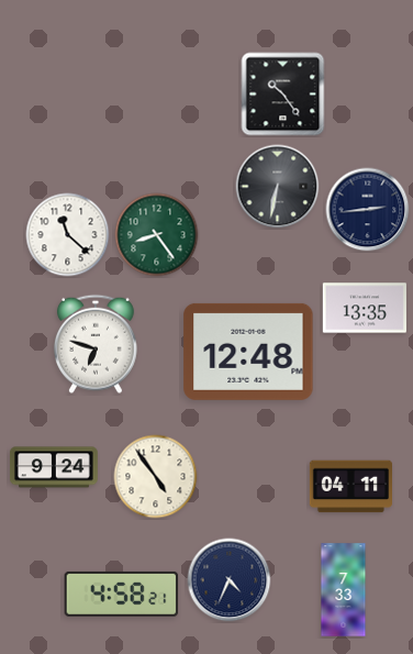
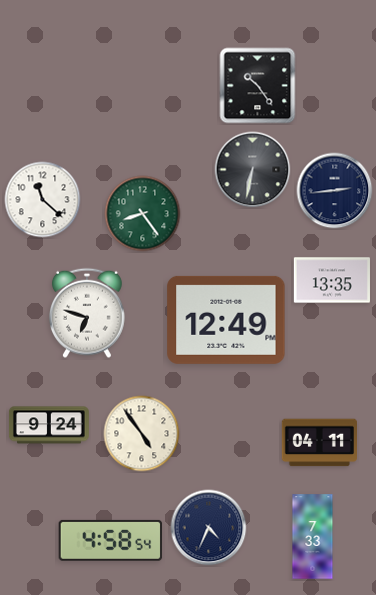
clock at (68, 235) position: (68, 235) -> (43, 200)
clock at (248, 352): 12:48 -> 12:49
clock at (122, 594): 4:58:21 -> 4:58:54
